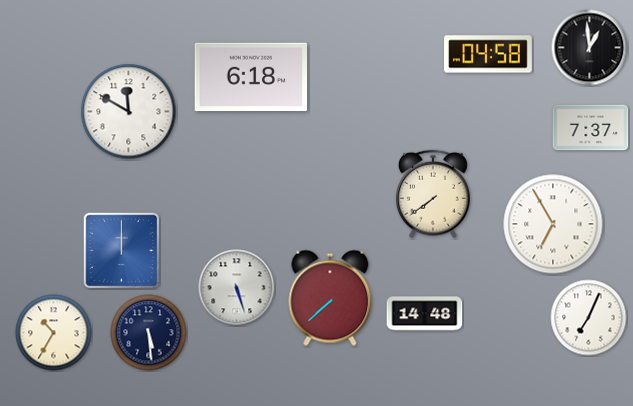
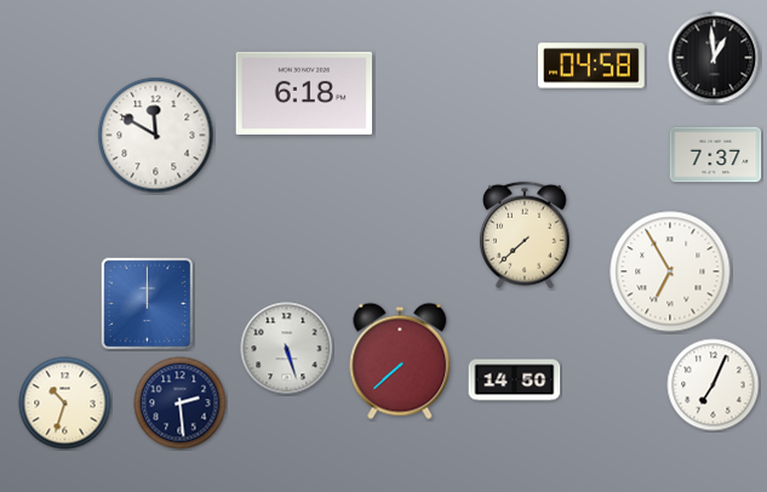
clock at (433, 194): 7:39 -> 7:38
clock at (425, 314): 14:48 -> 14:50
clock at (54, 333): 10:35 -> 10:33
clock at (149, 333): 5:29 -> 2:29
